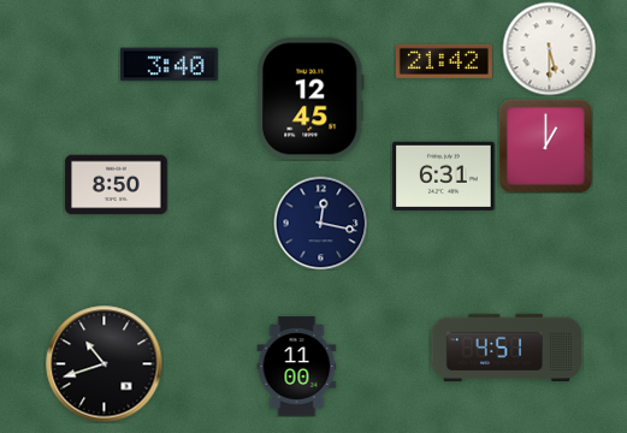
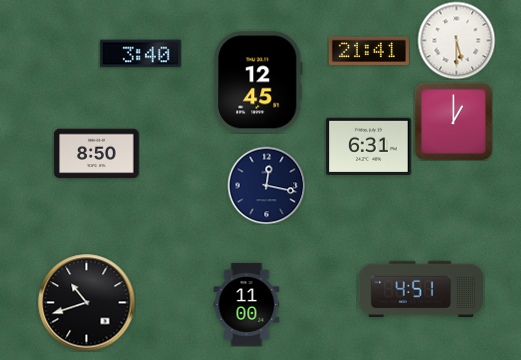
clock at (444, 61): 21:42 -> 21:41
